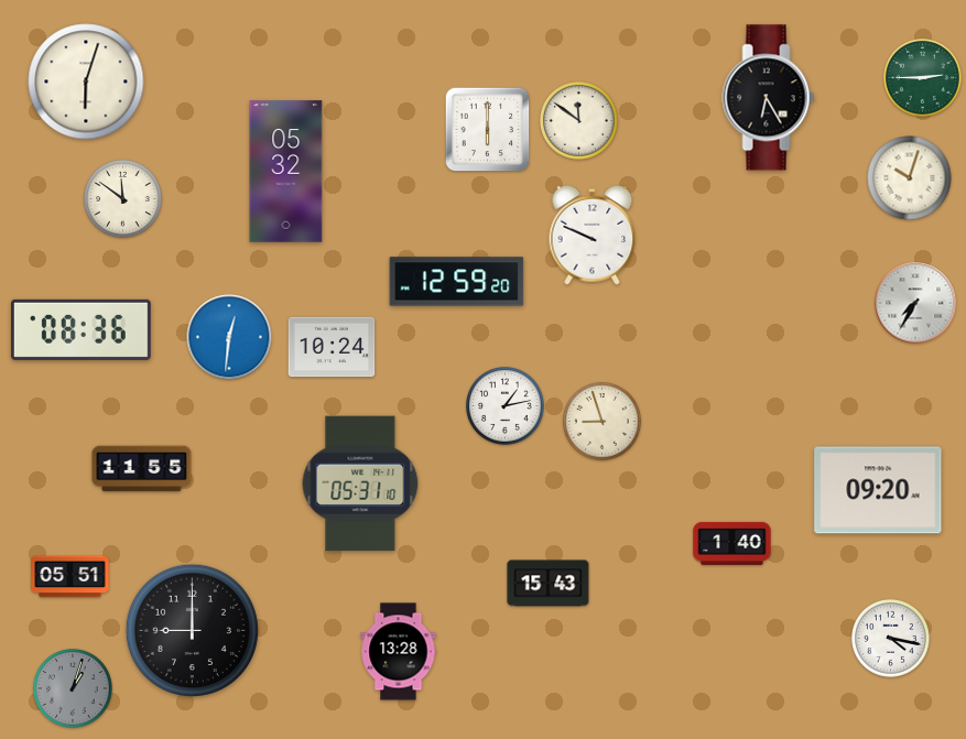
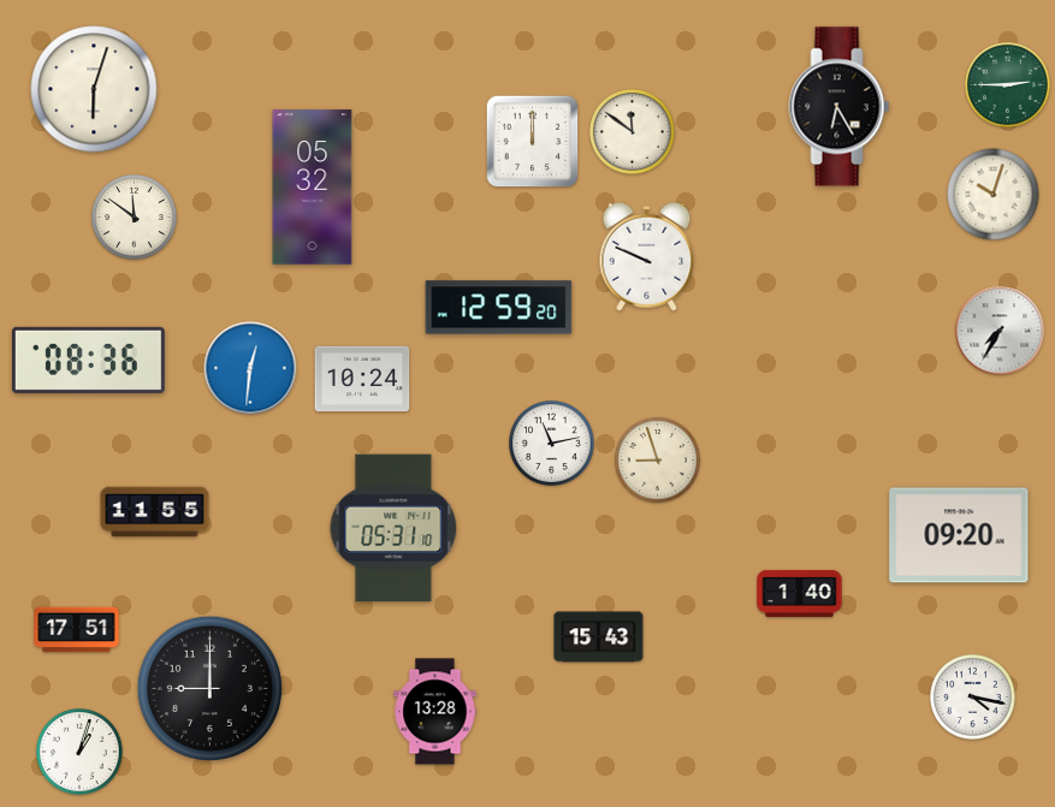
clock at (488, 130): 6:00 -> 12:00
clock at (506, 406): 1:13 -> 11:13
clock at (70, 577): 05:51 -> 17:51
clock at (73, 688) dial: grey -> white
